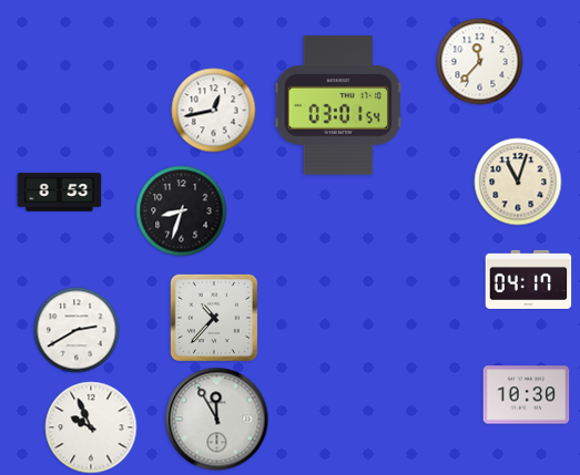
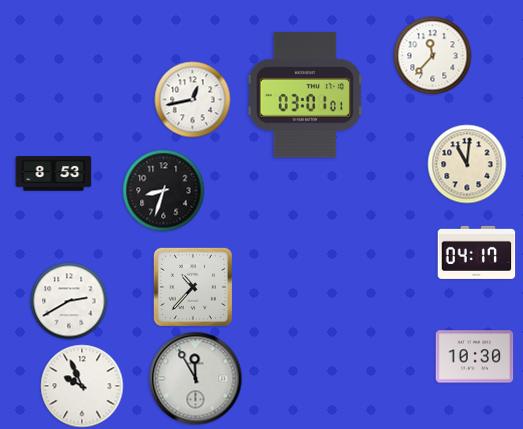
clock at (338, 105): 03:01:54 -> 03:01:01
clock at (518, 182): 11:03 -> 11:01
clock at (77, 330) position: (77, 330) -> (69, 301)
